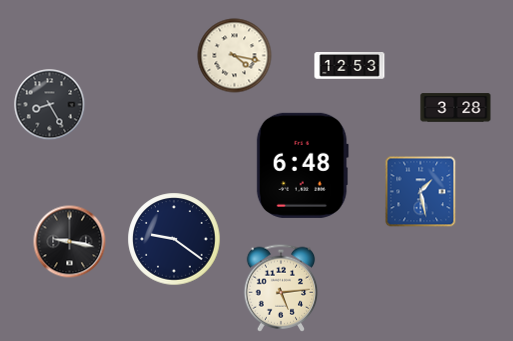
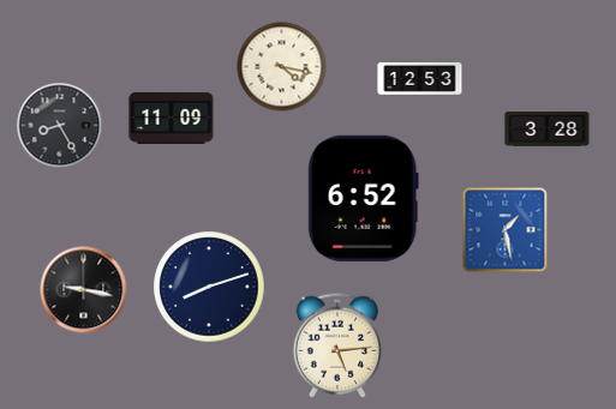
clock at (172, 118): none -> 11:09
clock at (302, 165): 6:48 -> 6:52
clock at (174, 239): 9:21 -> 8:12
